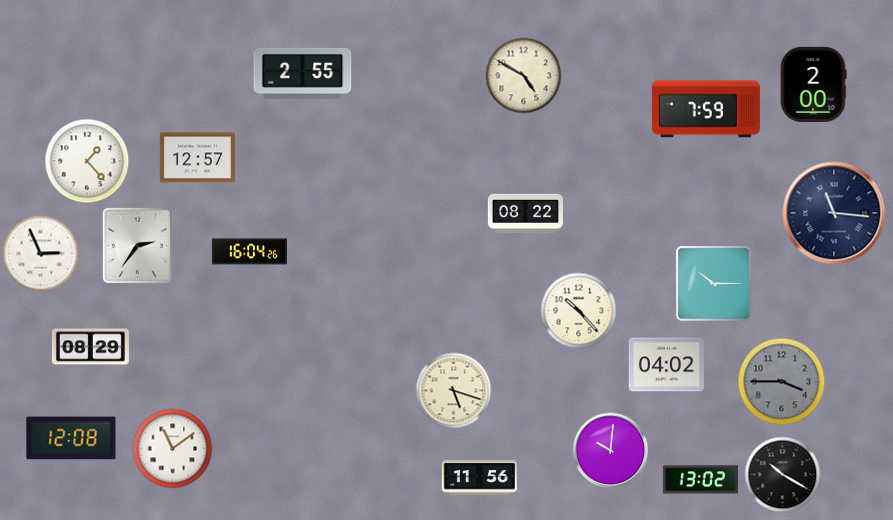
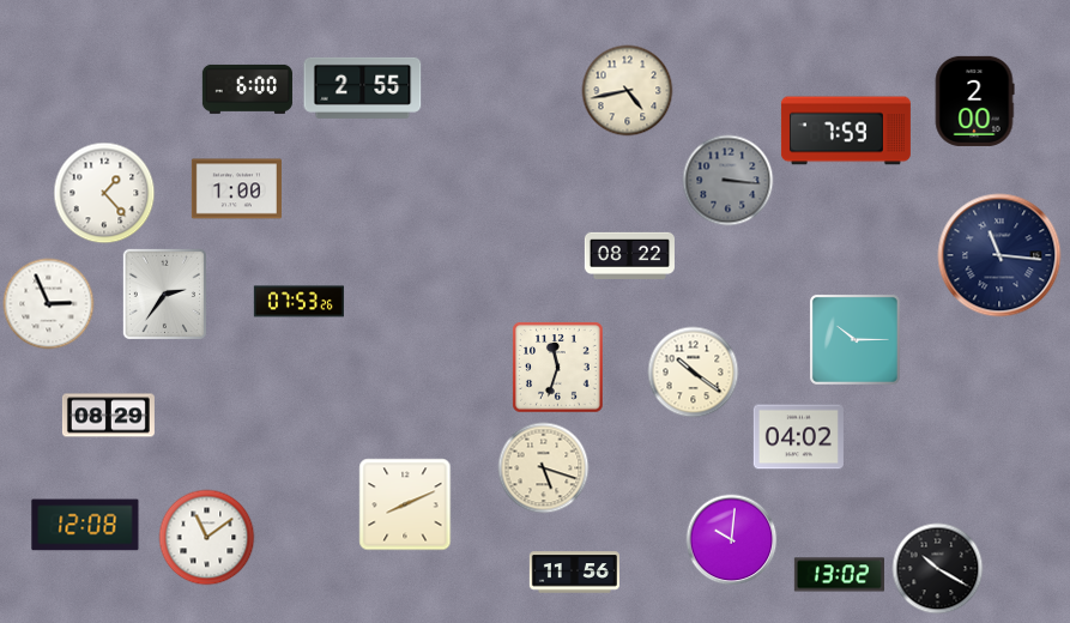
clock at (247, 89): none -> 6:00
clock at (524, 76): 4:50 -> 4:43
clock at (729, 181): none -> 3:16
clock at (197, 158): 12:57 -> 1:00
clock at (249, 252): 16:04 -> 07:53
clock at (558, 368): none -> 11:33
clock at (579, 311): 10:23 -> 10:21
clock at (782, 382): 3:45 -> none
clock at (405, 504): none -> 8:11
